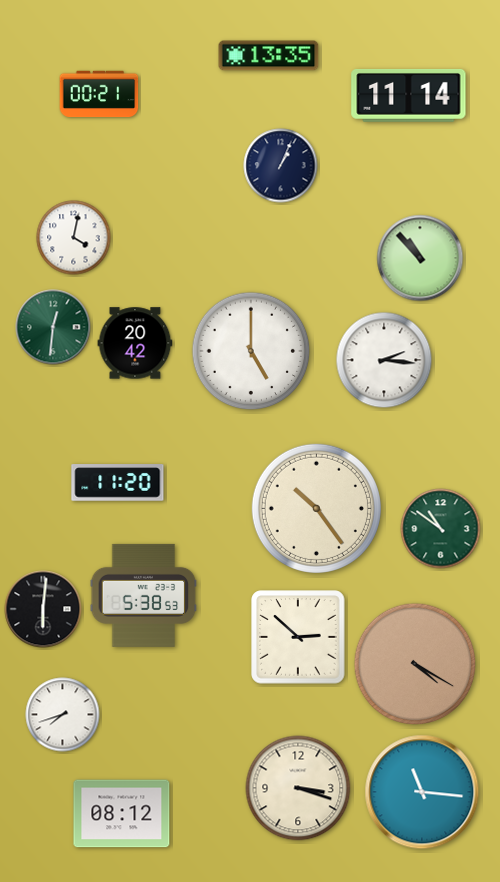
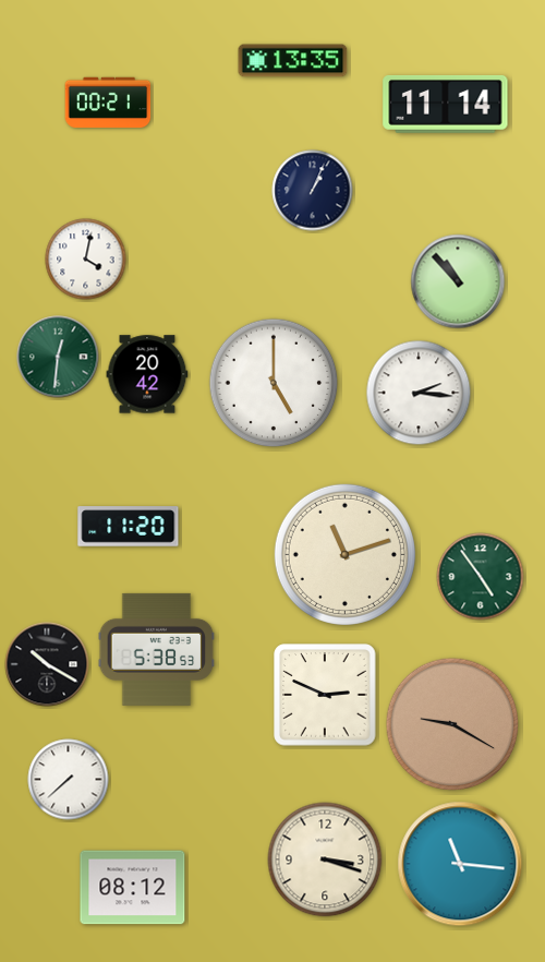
clock at (281, 166) position: (281, 166) -> (313, 191)
clock at (74, 238) position: (74, 238) -> (86, 260)
clock at (316, 508): 10:24 -> 11:12
clock at (441, 529): 10:51 -> 4:54
clock at (43, 609): 6:01 -> 10:20
clock at (298, 637): 2:52 -> 2:49
clock at (415, 664): 4:20 -> 9:20
clock at (63, 715): 7:42 -> 7:38
